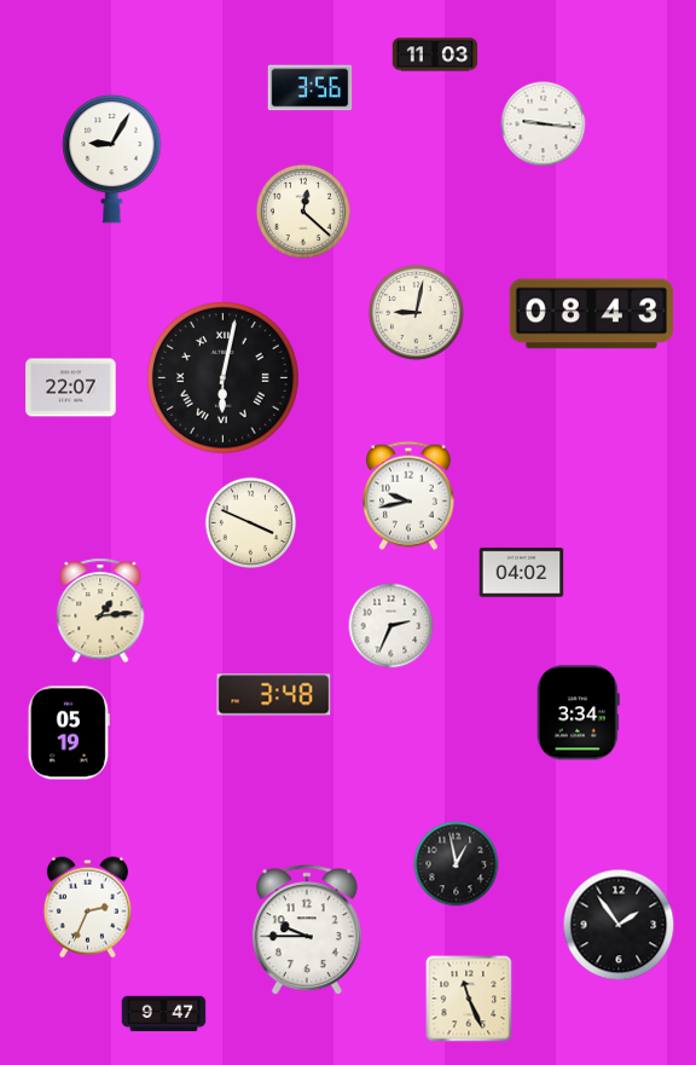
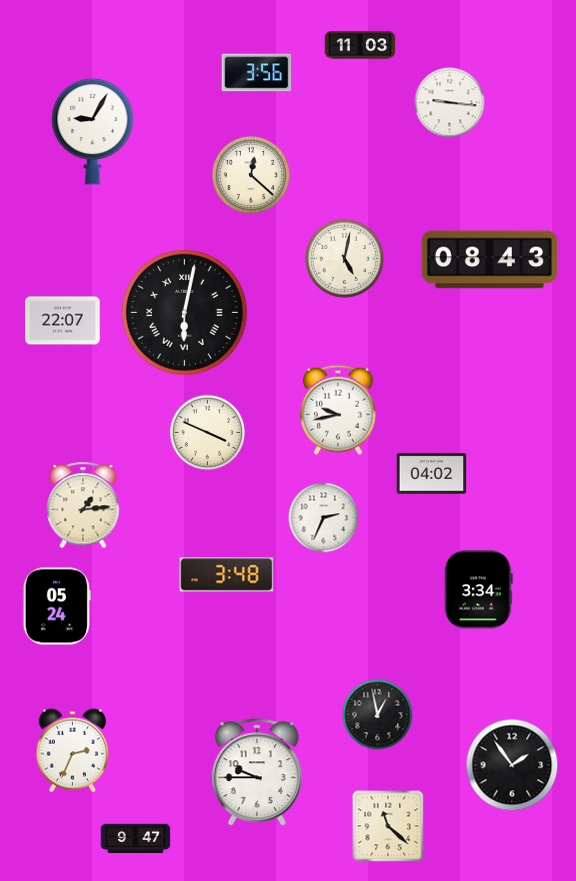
clock at (416, 312): 9:02 -> 5:02
clock at (71, 388) position: (71, 388) -> (63, 321)
clock at (69, 733): 05:19 -> 05:24
clock at (307, 931) position: (307, 931) -> (257, 773)
clock at (469, 999): 11:26 -> 11:22
